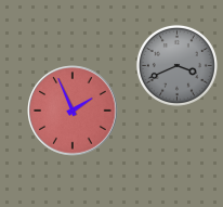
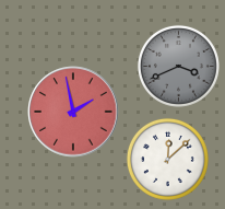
clock at (73, 111): 1:56 -> 1:58
clock at (167, 159): none -> 12:08
